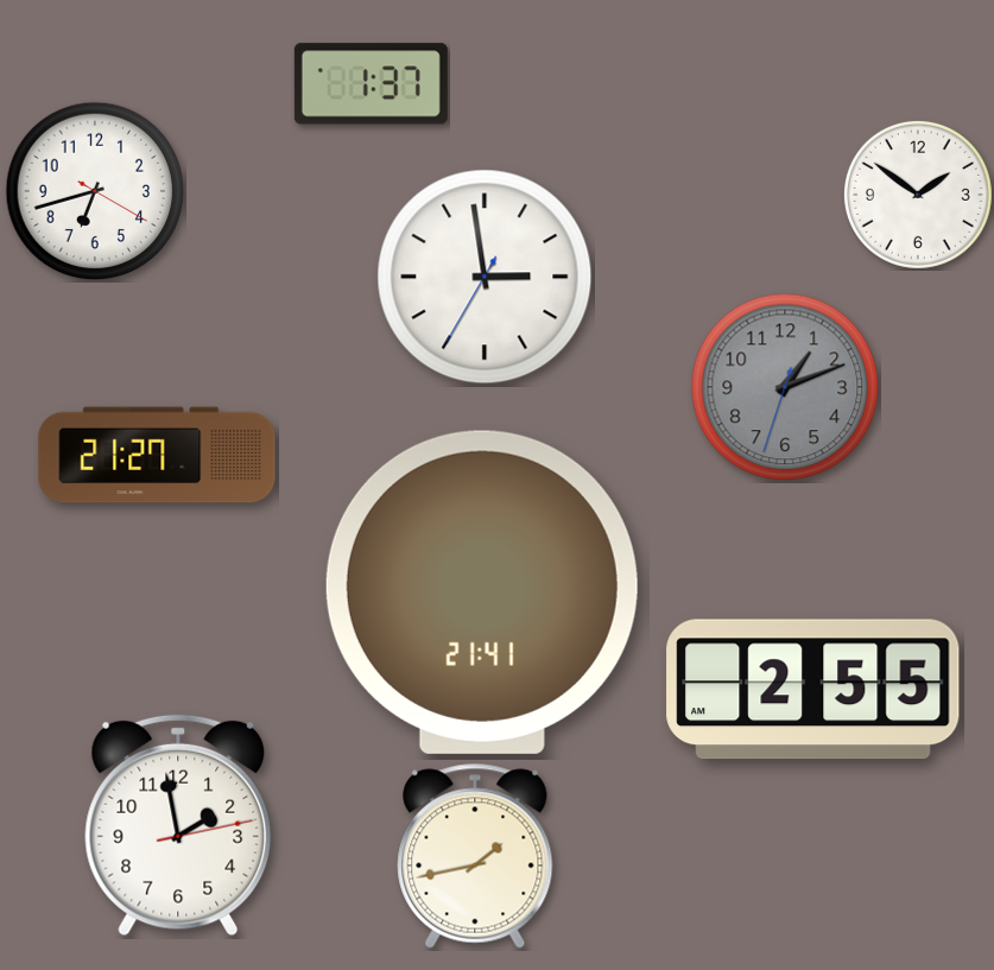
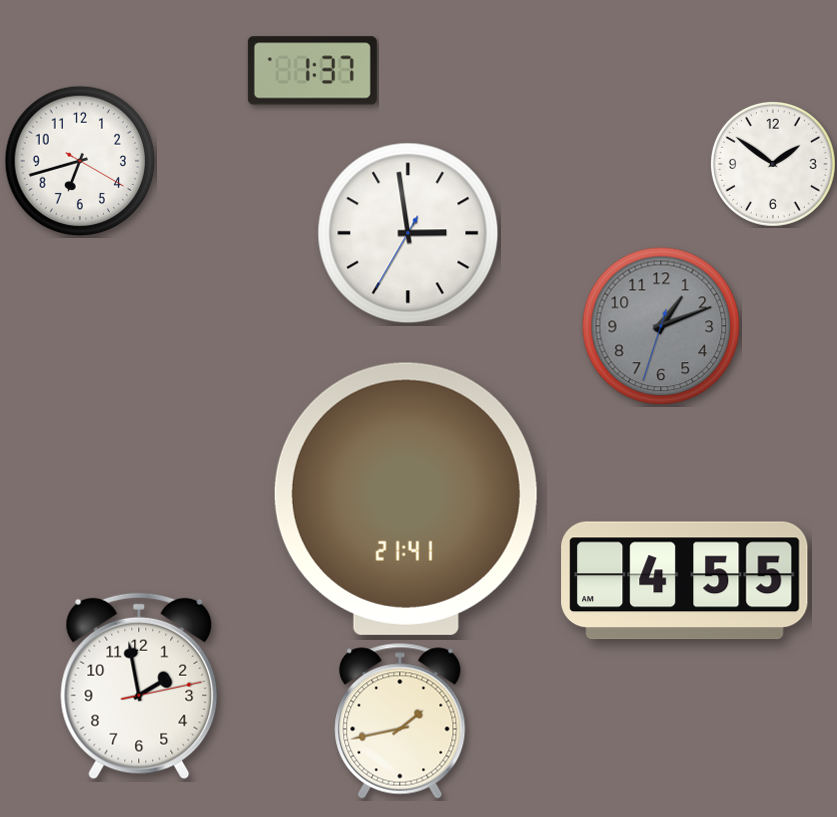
clock at (157, 455): 21:27 -> none
clock at (813, 690): 2:55 -> 4:55
clock at (178, 825) position: (178, 825) -> (139, 686)
